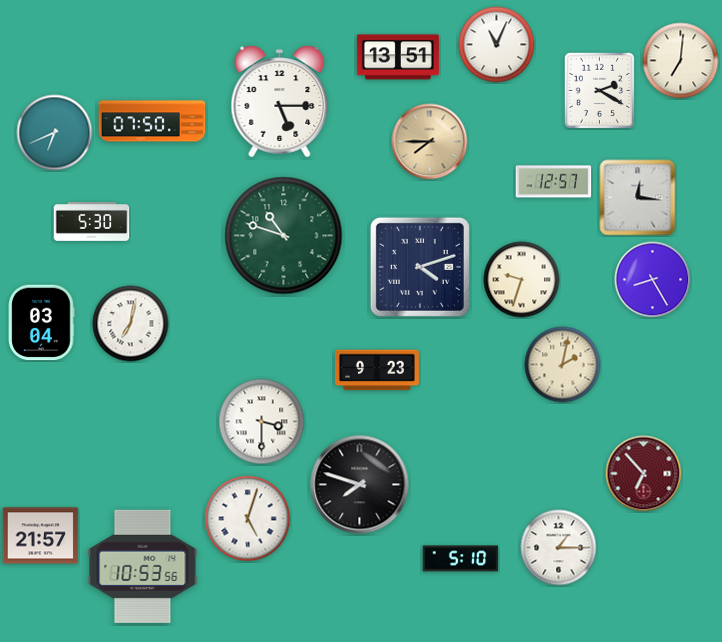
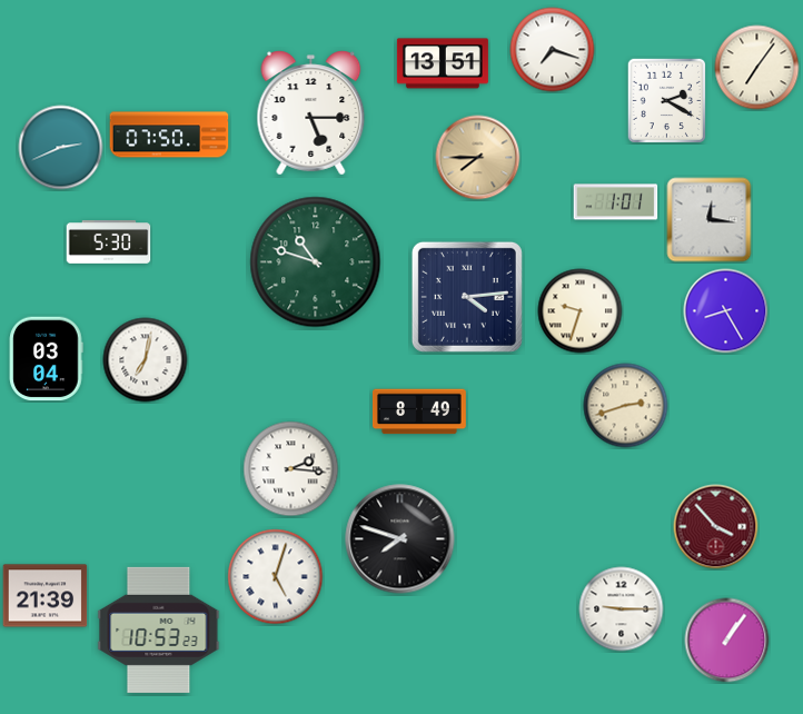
clock at (497, 45): 11:04 -> 7:18
clock at (681, 61): 7:01 -> 7:06
clock at (55, 133): 6:41 -> 2:41
clock at (554, 182): 12:57 -> 1:01
clock at (92, 222) position: (92, 222) -> (109, 242)
clock at (420, 267): 4:12 -> 4:14
clock at (563, 365): 2:02 -> 2:42
clock at (378, 370): 9:23 -> 8:49
clock at (262, 422): 3:30 -> 2:16
clock at (644, 474): 6:53 -> 3:53
clock at (41, 536): 21:57 -> 21:39
clock at (559, 548): 1:15 -> 9:15
clock at (461, 559): 5:10 -> none
clock at (143, 566): 10:53:56 -> 10:53:23
clock at (727, 641): none -> 1:06
